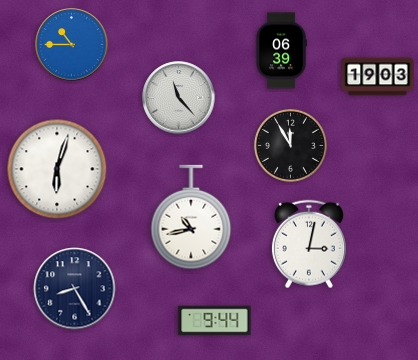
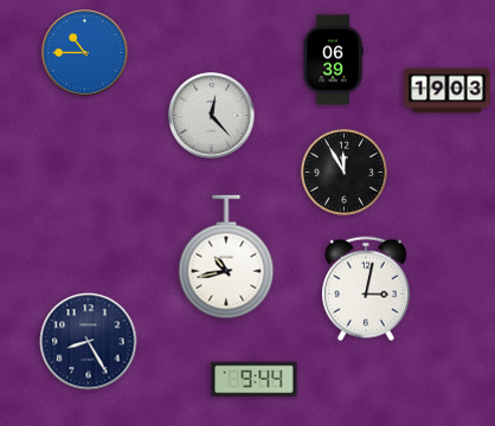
clock at (179, 98): 11:23 -> 12:23
clock at (57, 169): 6:03 -> none
